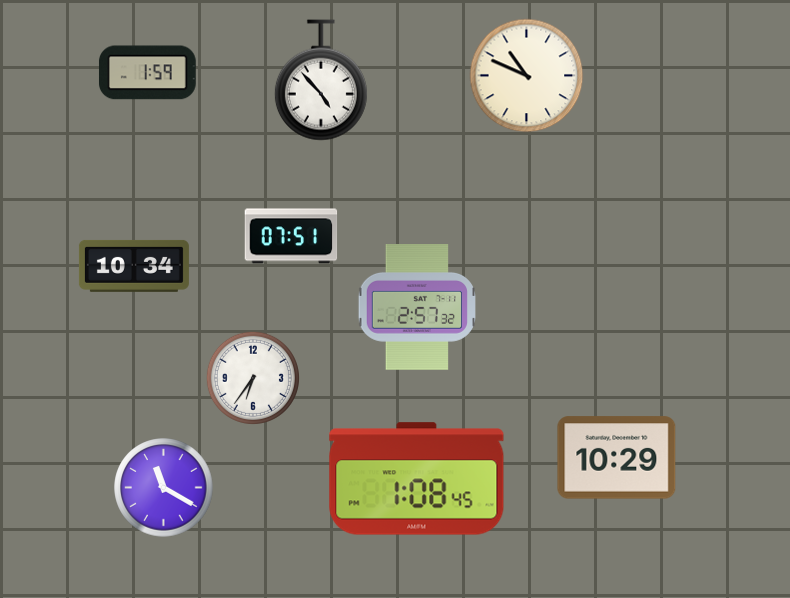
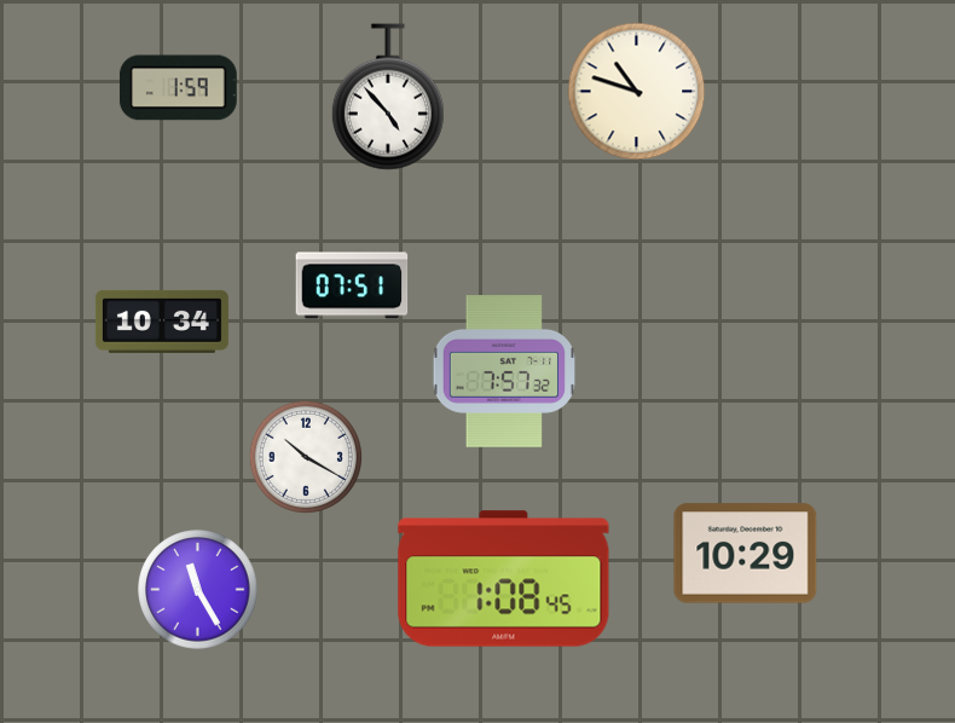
clock at (527, 76): 10:49 -> 10:48
clock at (416, 308): 2:57 -> 7:57
clock at (253, 378): 6:36 -> 10:20
clock at (164, 488): 11:20 -> 11:25
